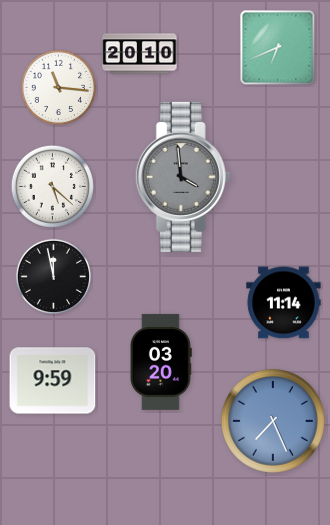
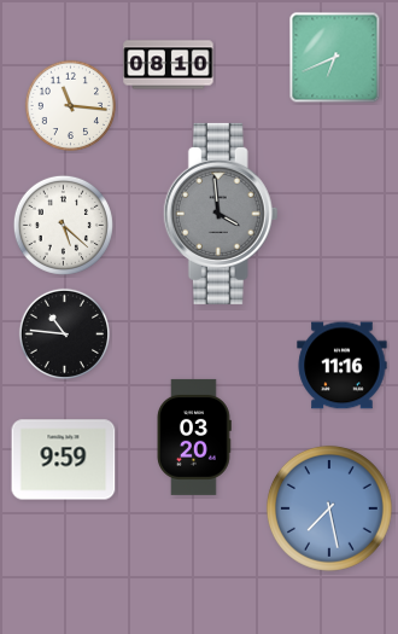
clock at (140, 54): 20:10 -> 08:10
clock at (53, 276): 11:58 -> 10:46
clock at (284, 303): 11:14 -> 11:16
clock at (273, 421): 7:26 -> 7:28
